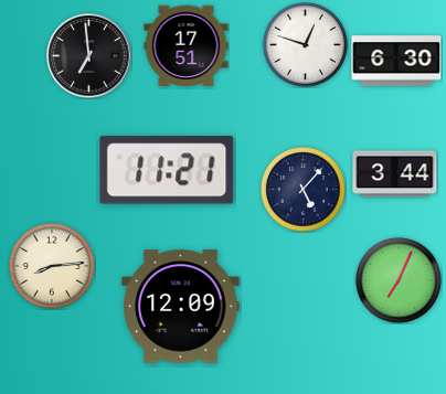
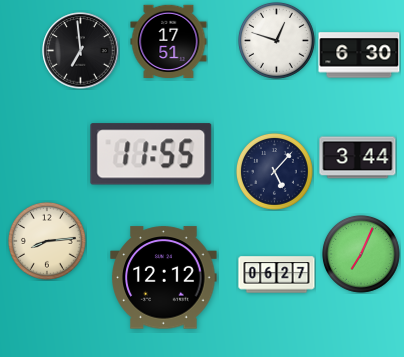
clock at (167, 170): 11:21 -> 11:55
clock at (277, 275): none -> 06:27
clock at (181, 307): 12:09 -> 12:12
